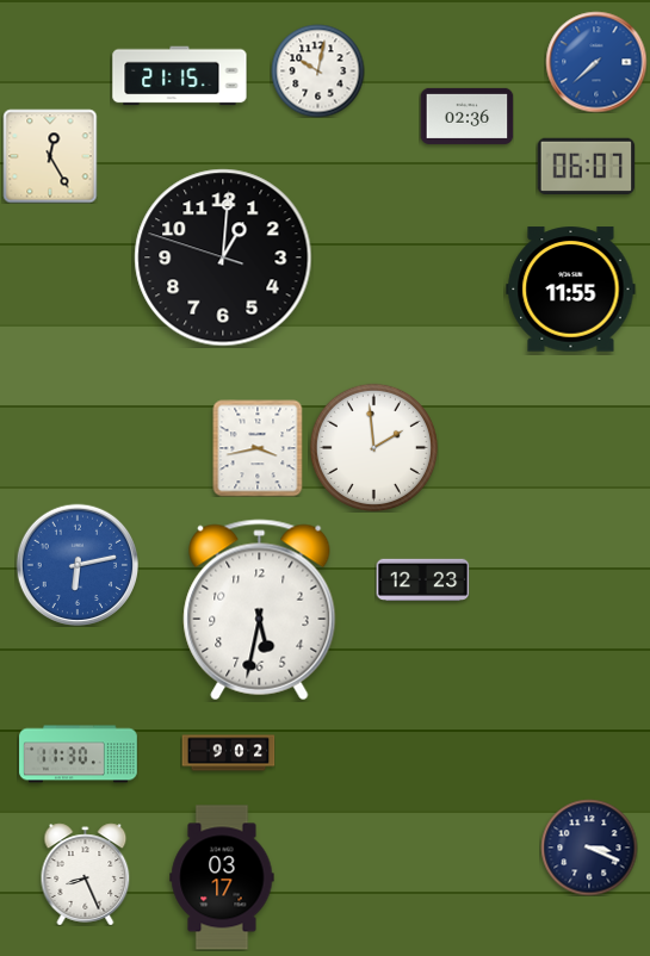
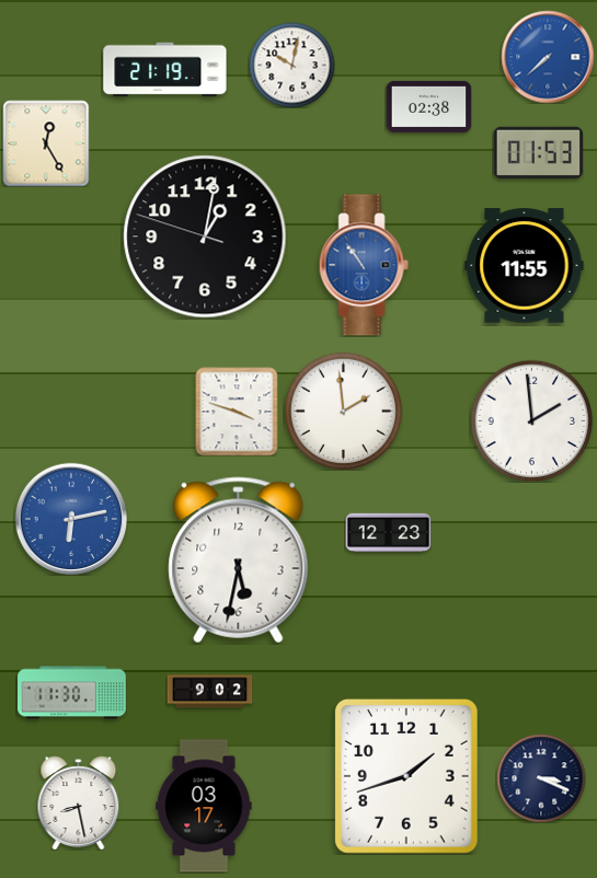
clock at (180, 76): 21:15 -> 21:19
clock at (466, 116): 02:36 -> 02:38
clock at (586, 166): 06:07 -> 01:53
clock at (223, 257): 1:00 -> 1:01
clock at (364, 265): none -> 10:54
clock at (258, 448): 3:43 -> 3:48
clock at (531, 420): none -> 1:59
clock at (406, 776): none -> 1:42
clock at (86, 874): 8:26 -> 8:28
